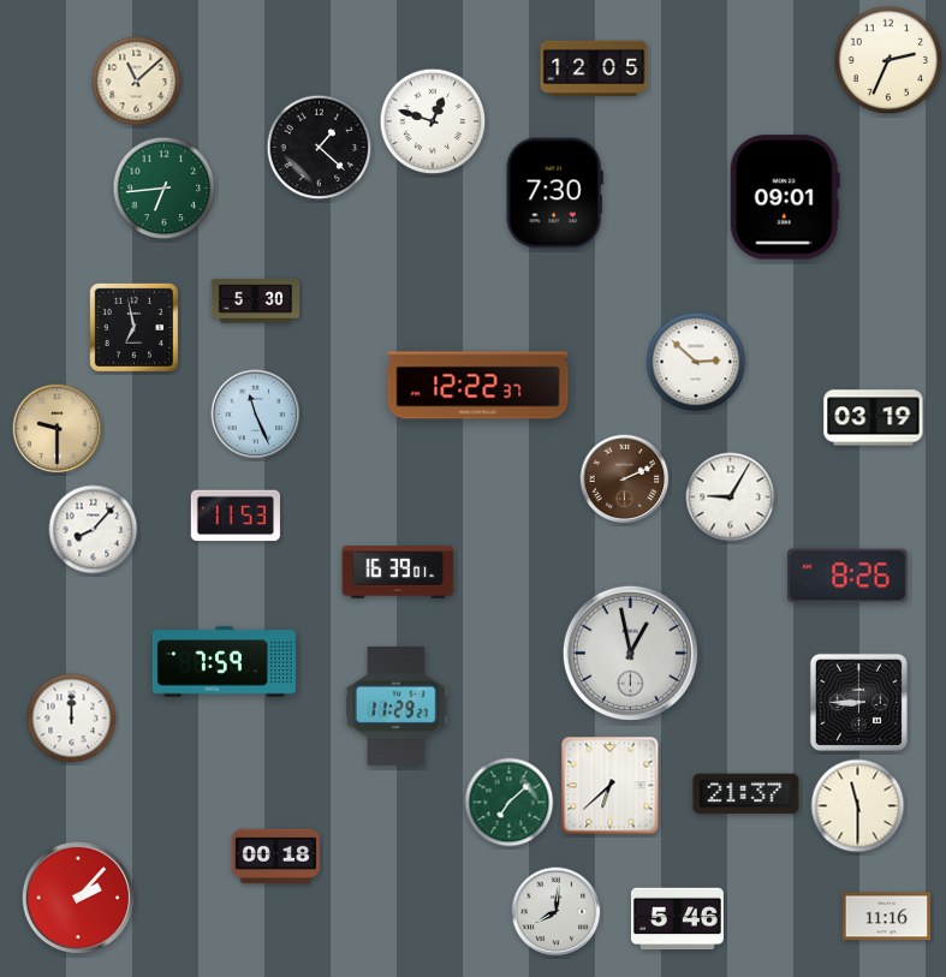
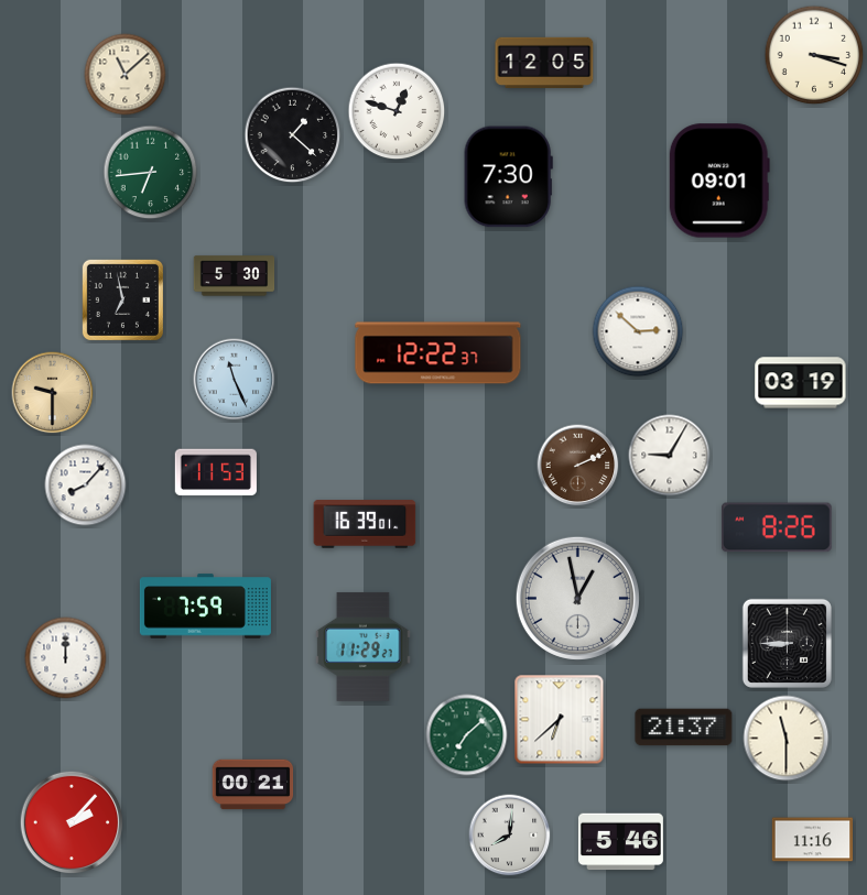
clock at (888, 60): 2:34 -> 3:18
clock at (625, 479) position: (625, 479) -> (578, 466)
clock at (276, 857): 00:18 -> 00:21
